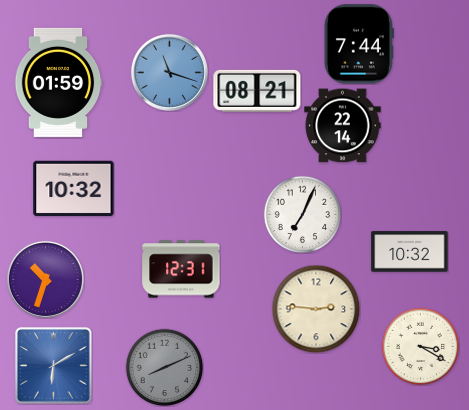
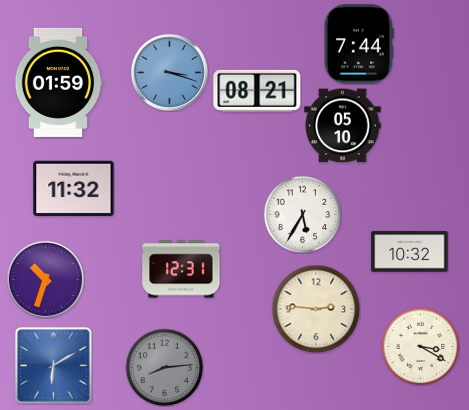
clock at (169, 72): 11:18 -> 3:18
clock at (343, 126): 22:14 -> 05:10
clock at (74, 189): 10:32 -> 11:32
clock at (302, 214): 7:04 -> 5:35
clock at (164, 367): 8:11 -> 8:14
